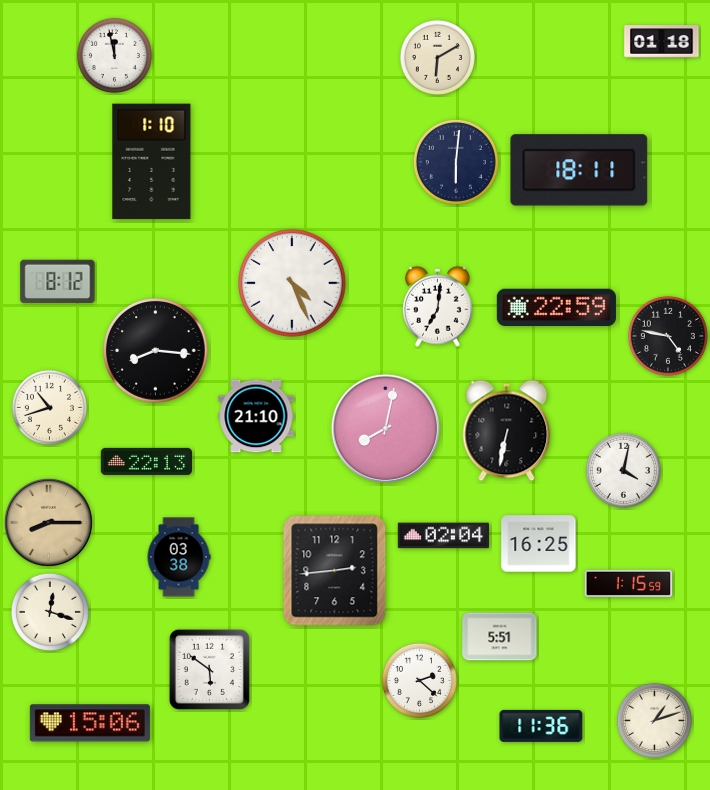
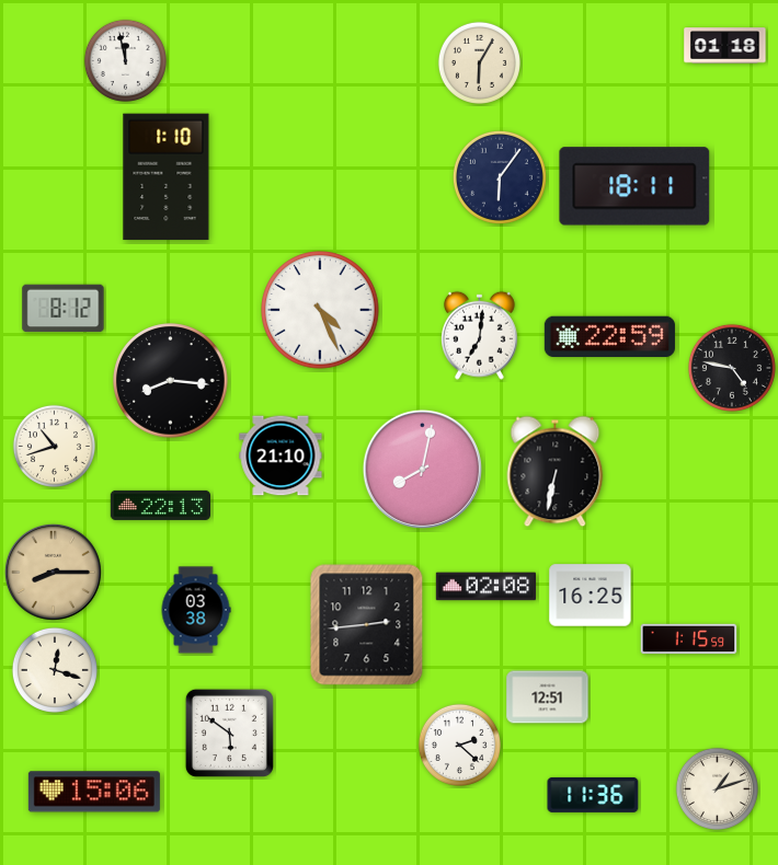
clock at (437, 57): 6:10 -> 6:05
clock at (456, 162): 6:01 -> 6:06
clock at (156, 351) position: (156, 351) -> (171, 381)
clock at (623, 470): 4:02 -> none
clock at (443, 536): 02:04 -> 02:08
clock at (500, 637): 5:51 -> 12:51
clock at (90, 723) position: (90, 723) -> (94, 792)
